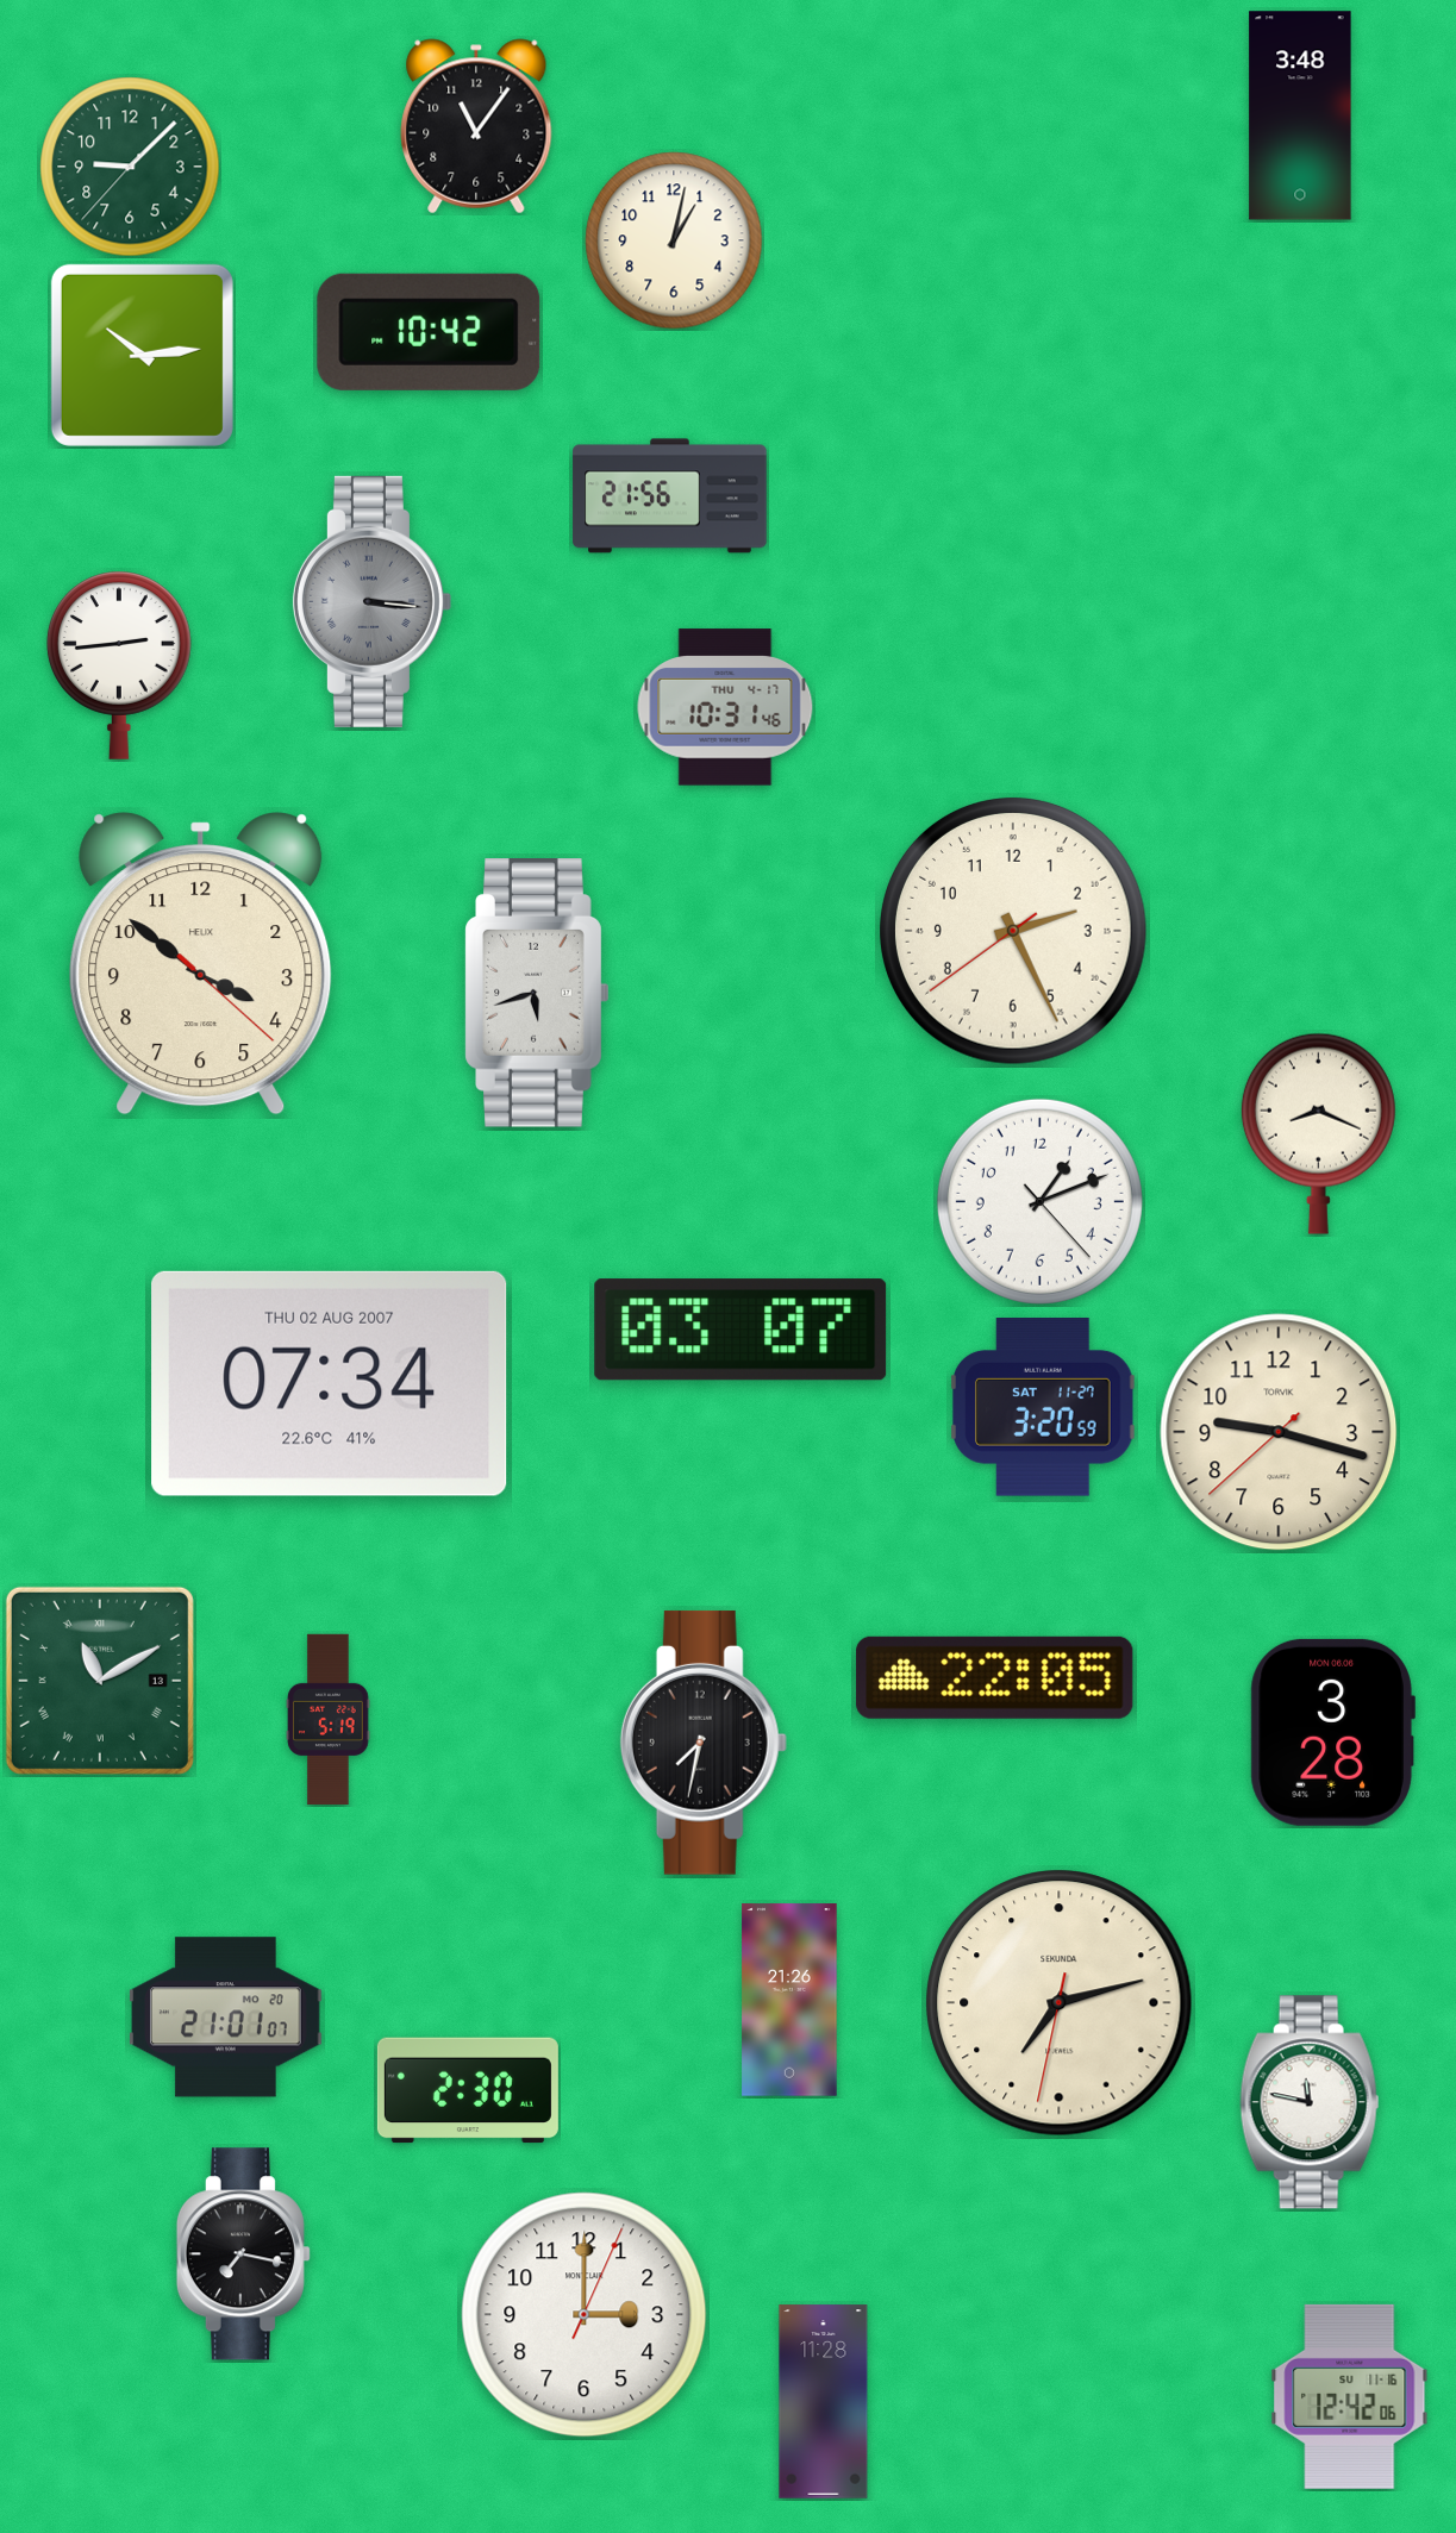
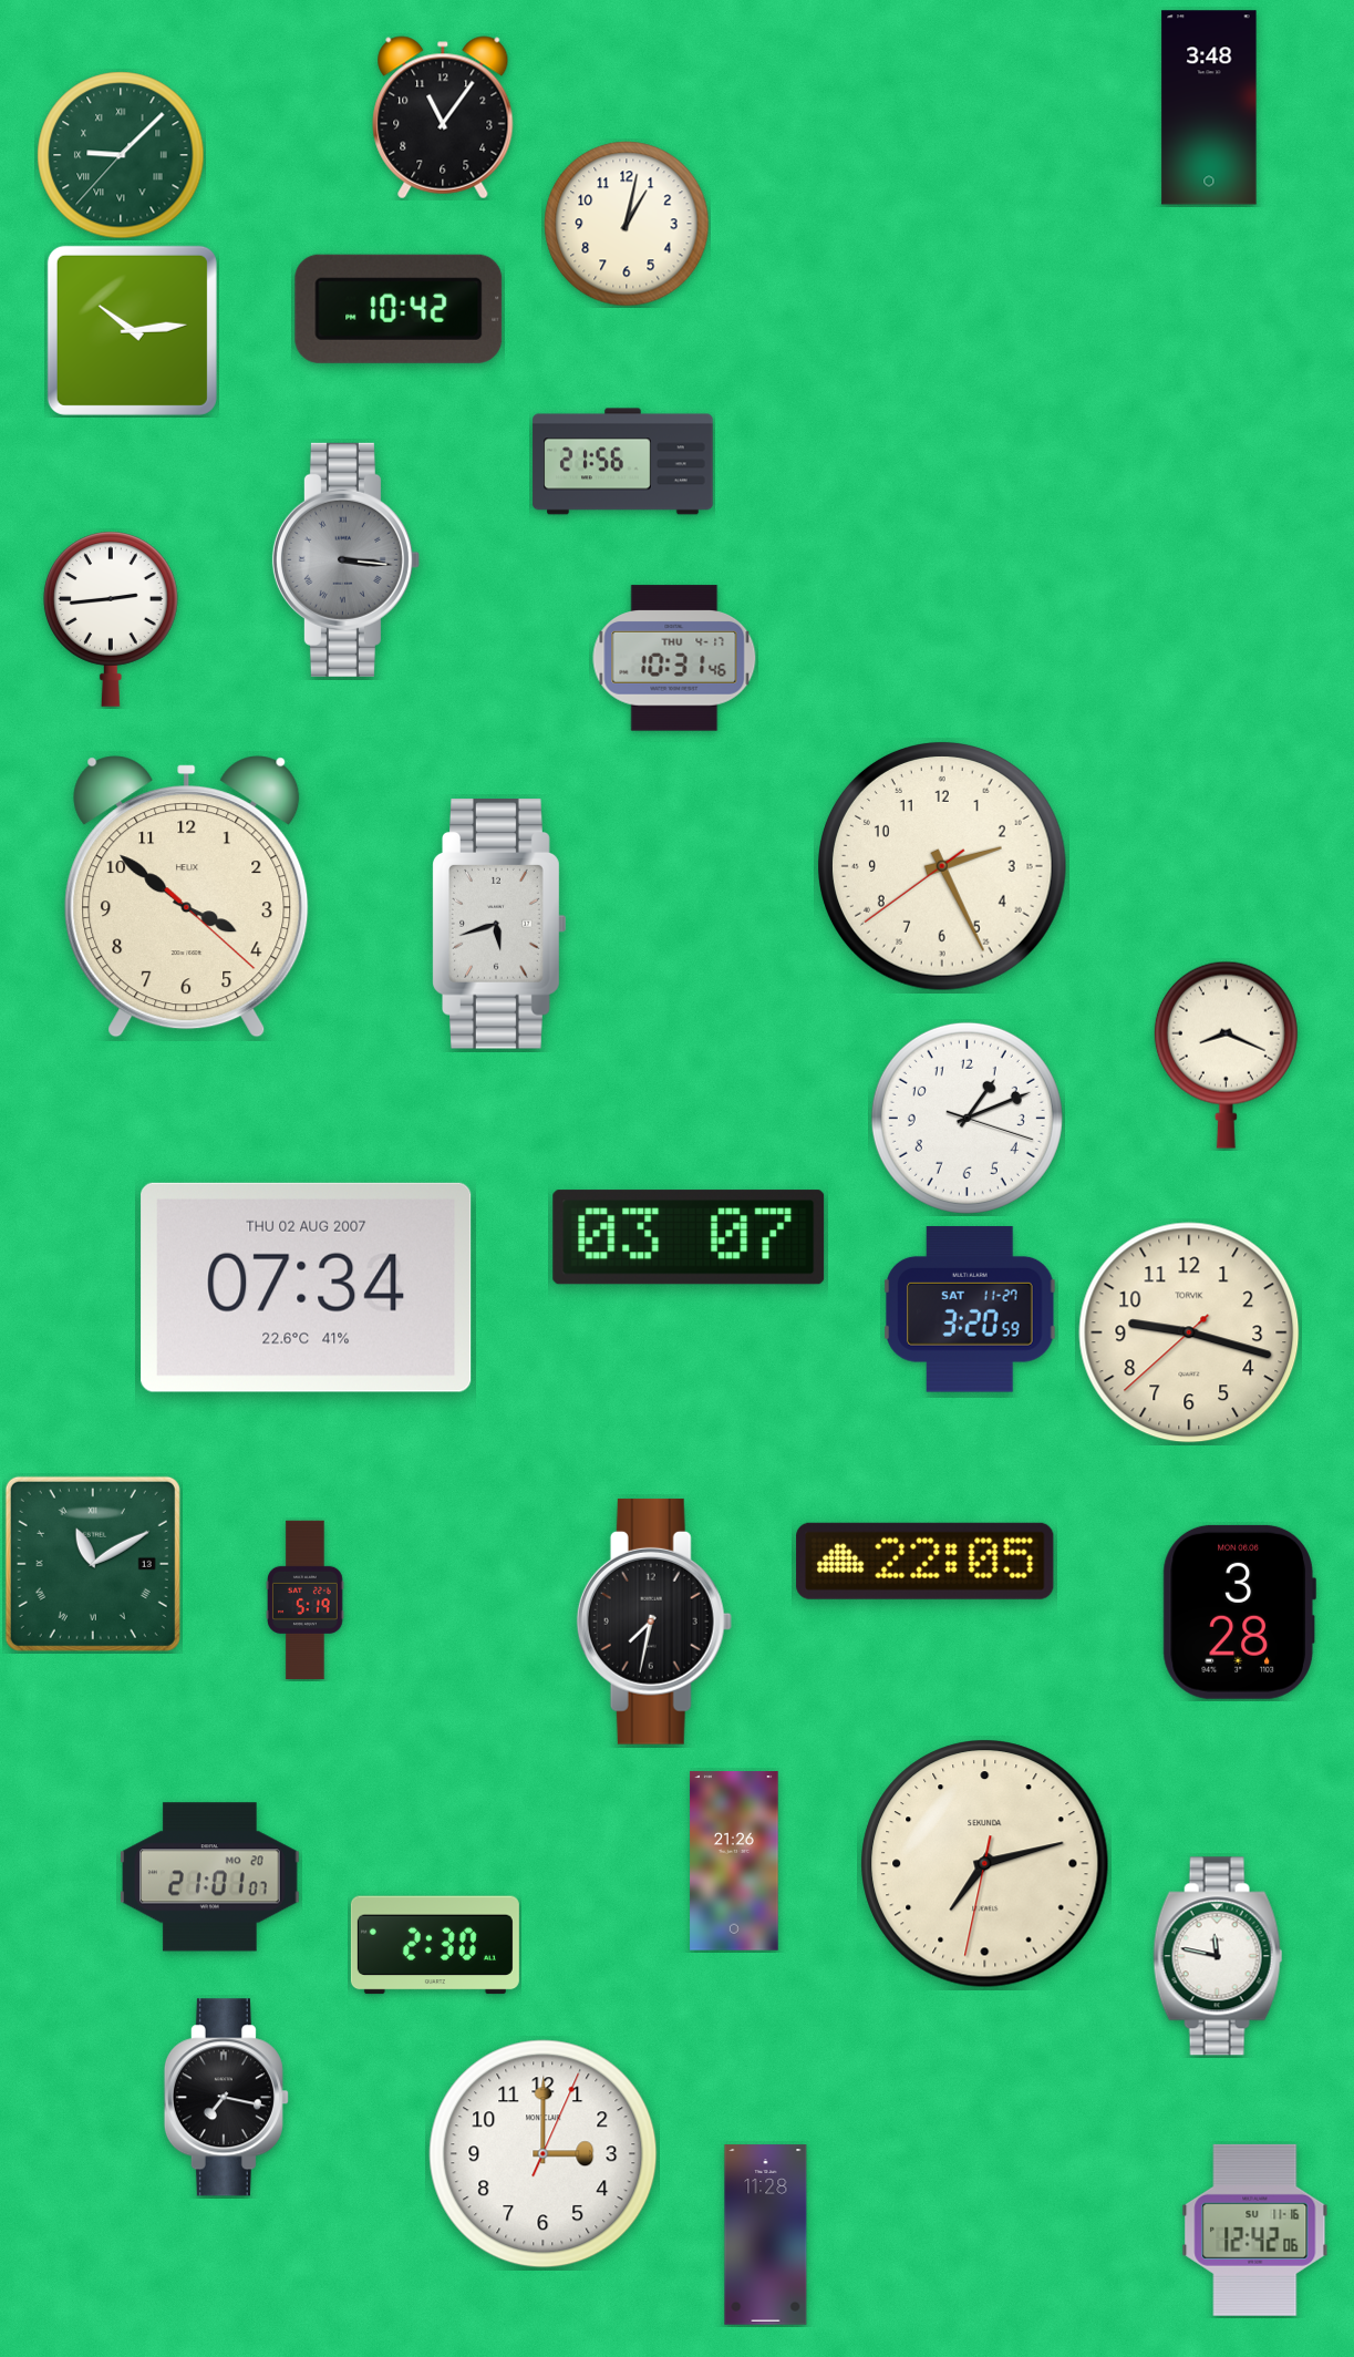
clock at (130, 167) numerals: Arabic -> Roman
clock at (1039, 1201): 1:11:23 -> 1:11:18
